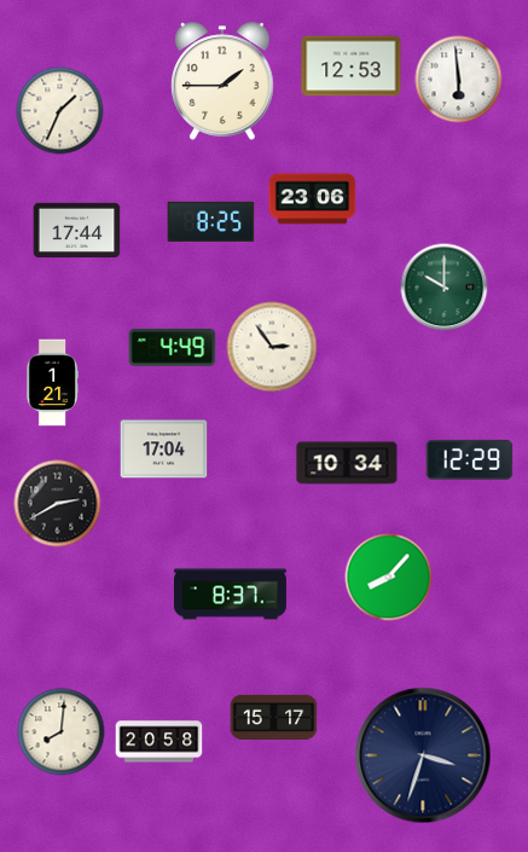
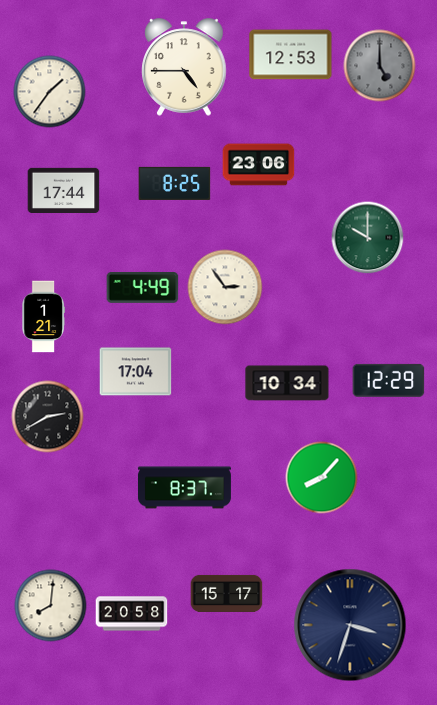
clock at (459, 80): 5:59 -> 5:00
clock at (459, 80) dial: white -> grey
clock at (222, 81): 1:45 -> 4:45
clock at (60, 111): 1:34 -> 1:36
clock at (230, 595) position: (230, 595) -> (184, 488)
